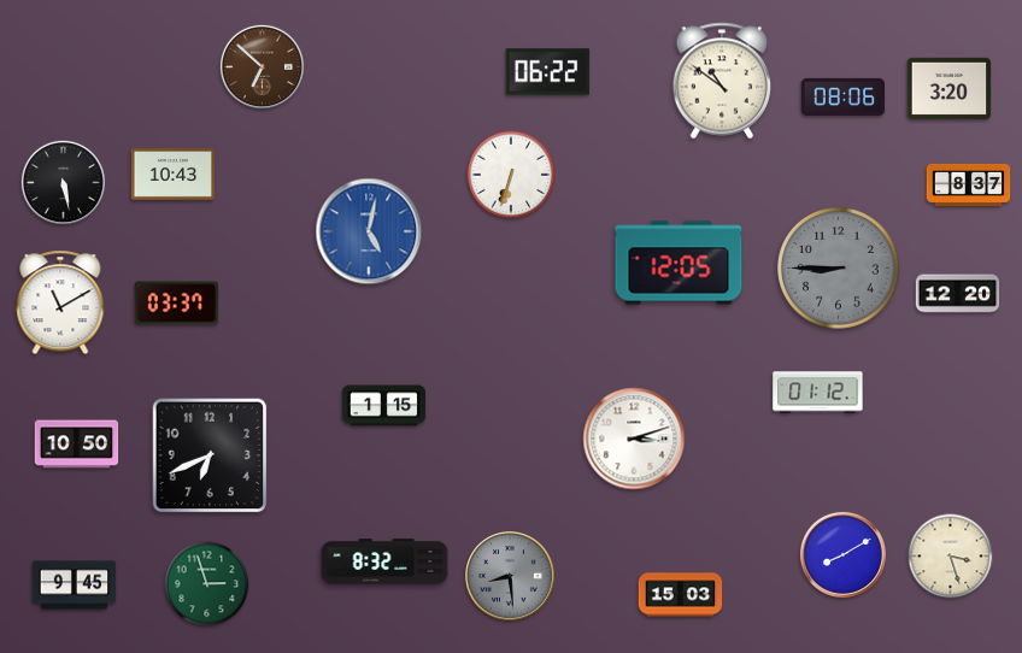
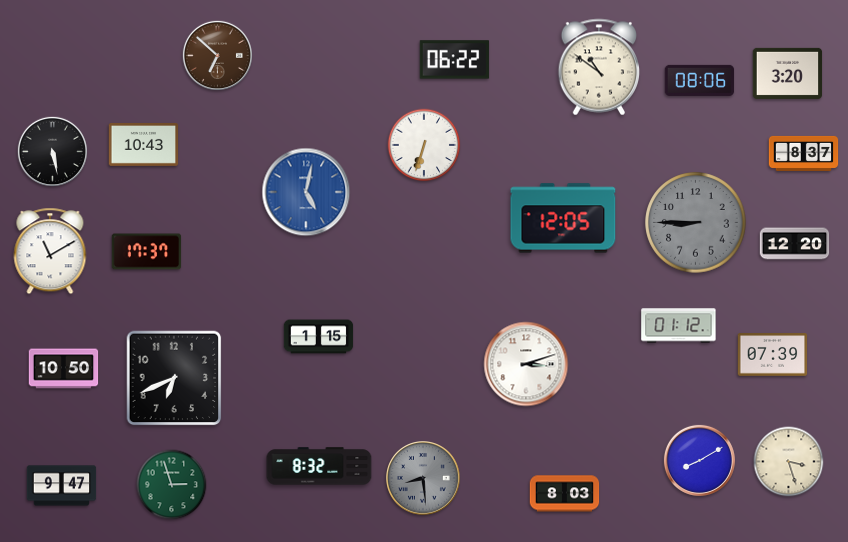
clock at (177, 304): 03:37 -> 17:37
clock at (773, 355): none -> 07:39
clock at (75, 586): 9:45 -> 9:47
clock at (681, 595): 15:03 -> 8:03
